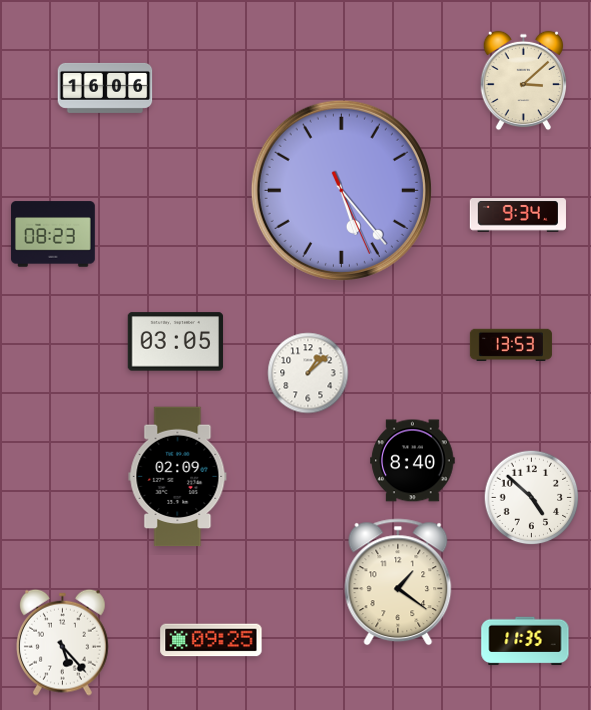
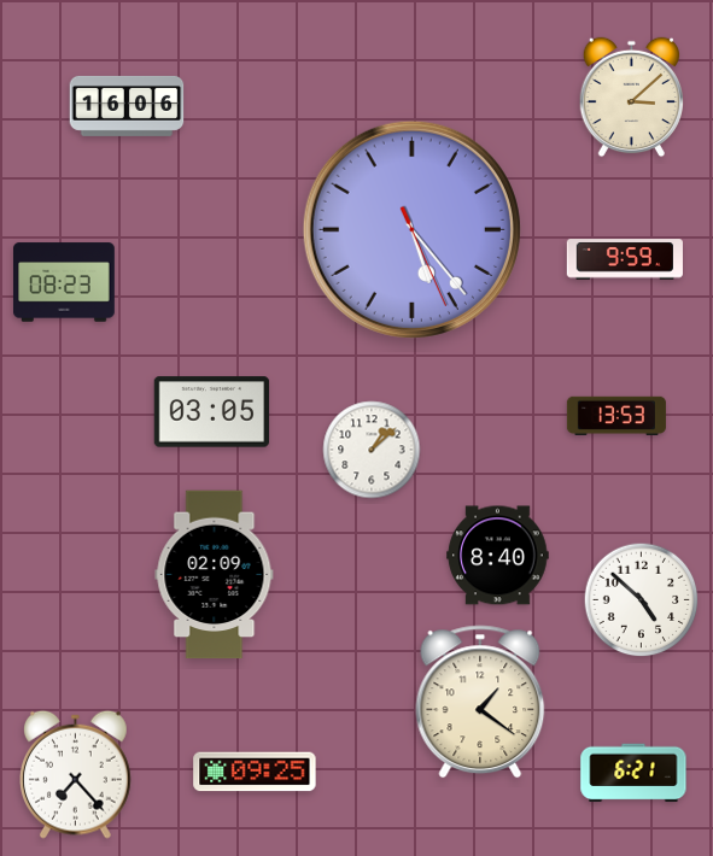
clock at (518, 215): 9:34 -> 9:59
clock at (525, 641): 11:35 -> 6:21
clock at (63, 642): 5:23 -> 7:23
